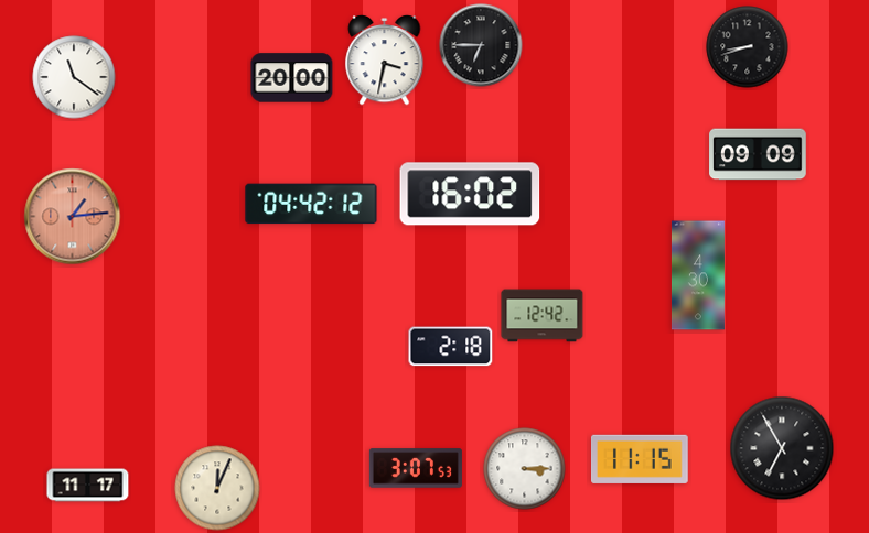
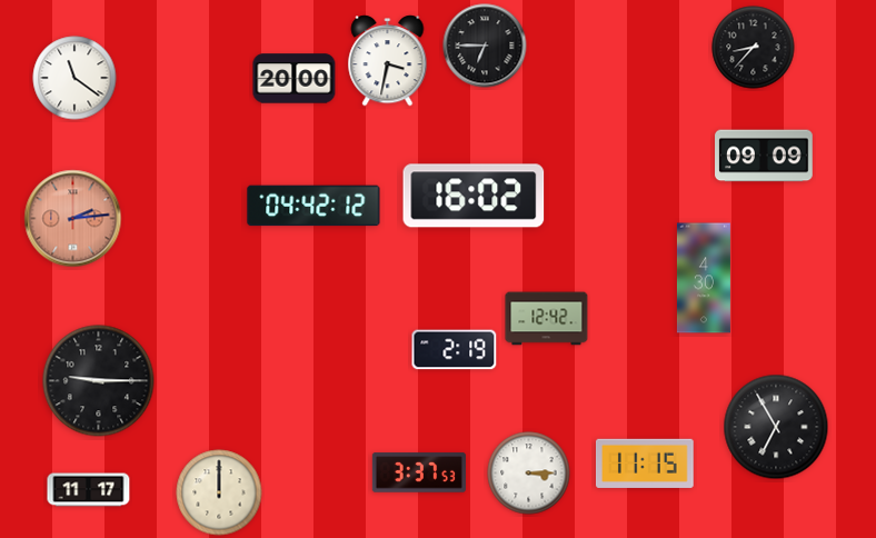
clock at (748, 47): 8:42 -> 8:37
clock at (73, 217): 1:14 -> 2:14
clock at (451, 347): 2:18 -> 2:19
clock at (99, 381): none -> 9:15
clock at (782, 448) position: (782, 448) -> (776, 427)
clock at (416, 468): 3:07 -> 3:37
clock at (217, 488): 12:04 -> 12:00
